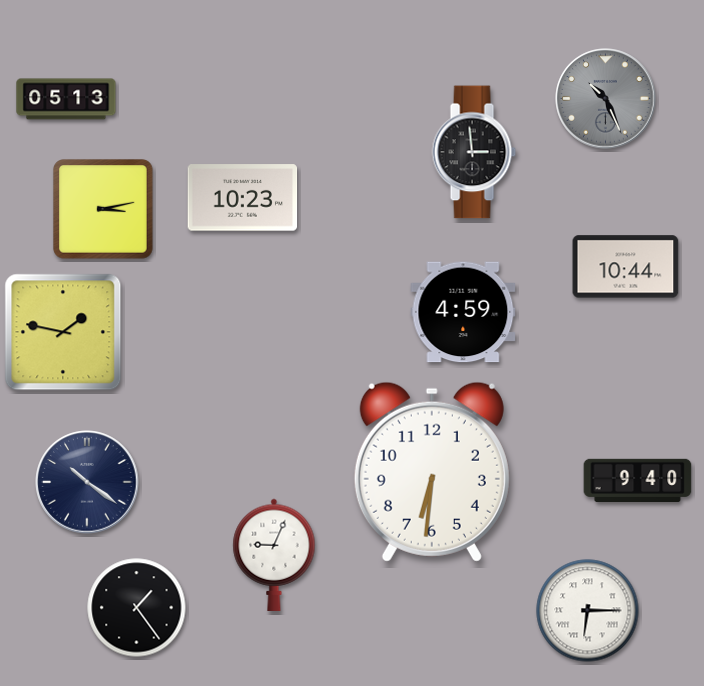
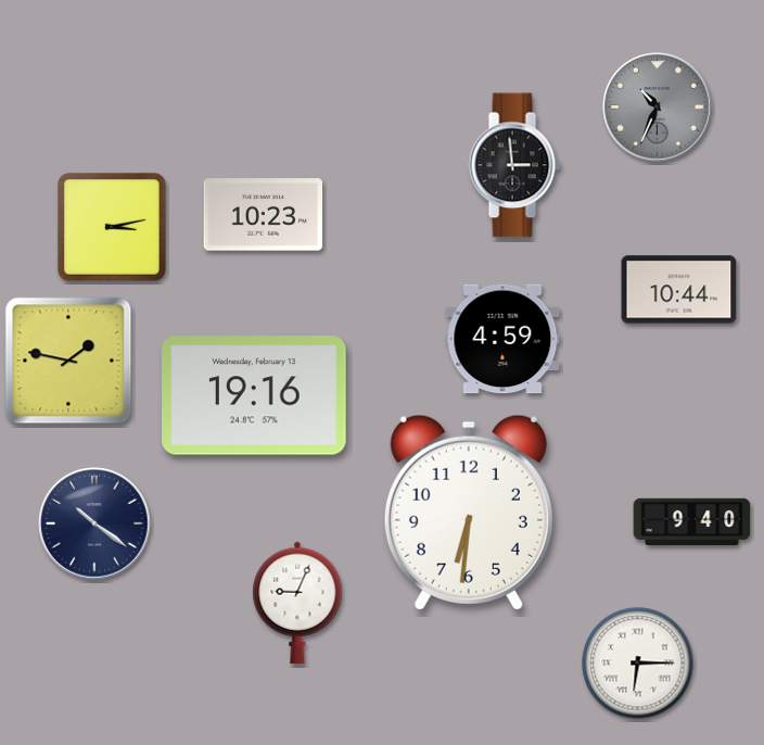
clock at (66, 99): 05:13 -> none
clock at (606, 99): 10:26 -> 10:34
clock at (255, 395): none -> 19:16
clock at (137, 608): 1:24 -> none
